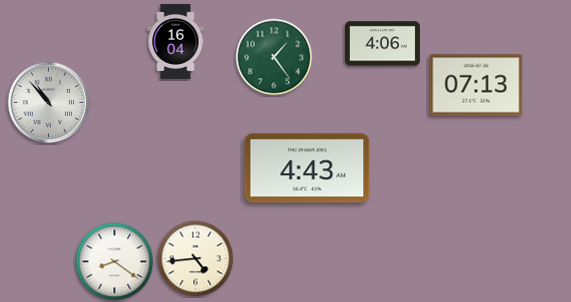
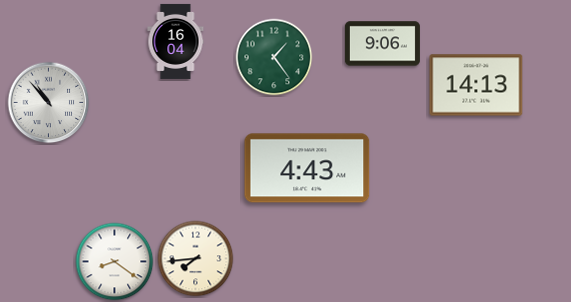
clock at (382, 44): 4:06 -> 9:06
clock at (476, 85): 07:13 -> 14:13
clock at (196, 259): 4:44 -> 7:44
